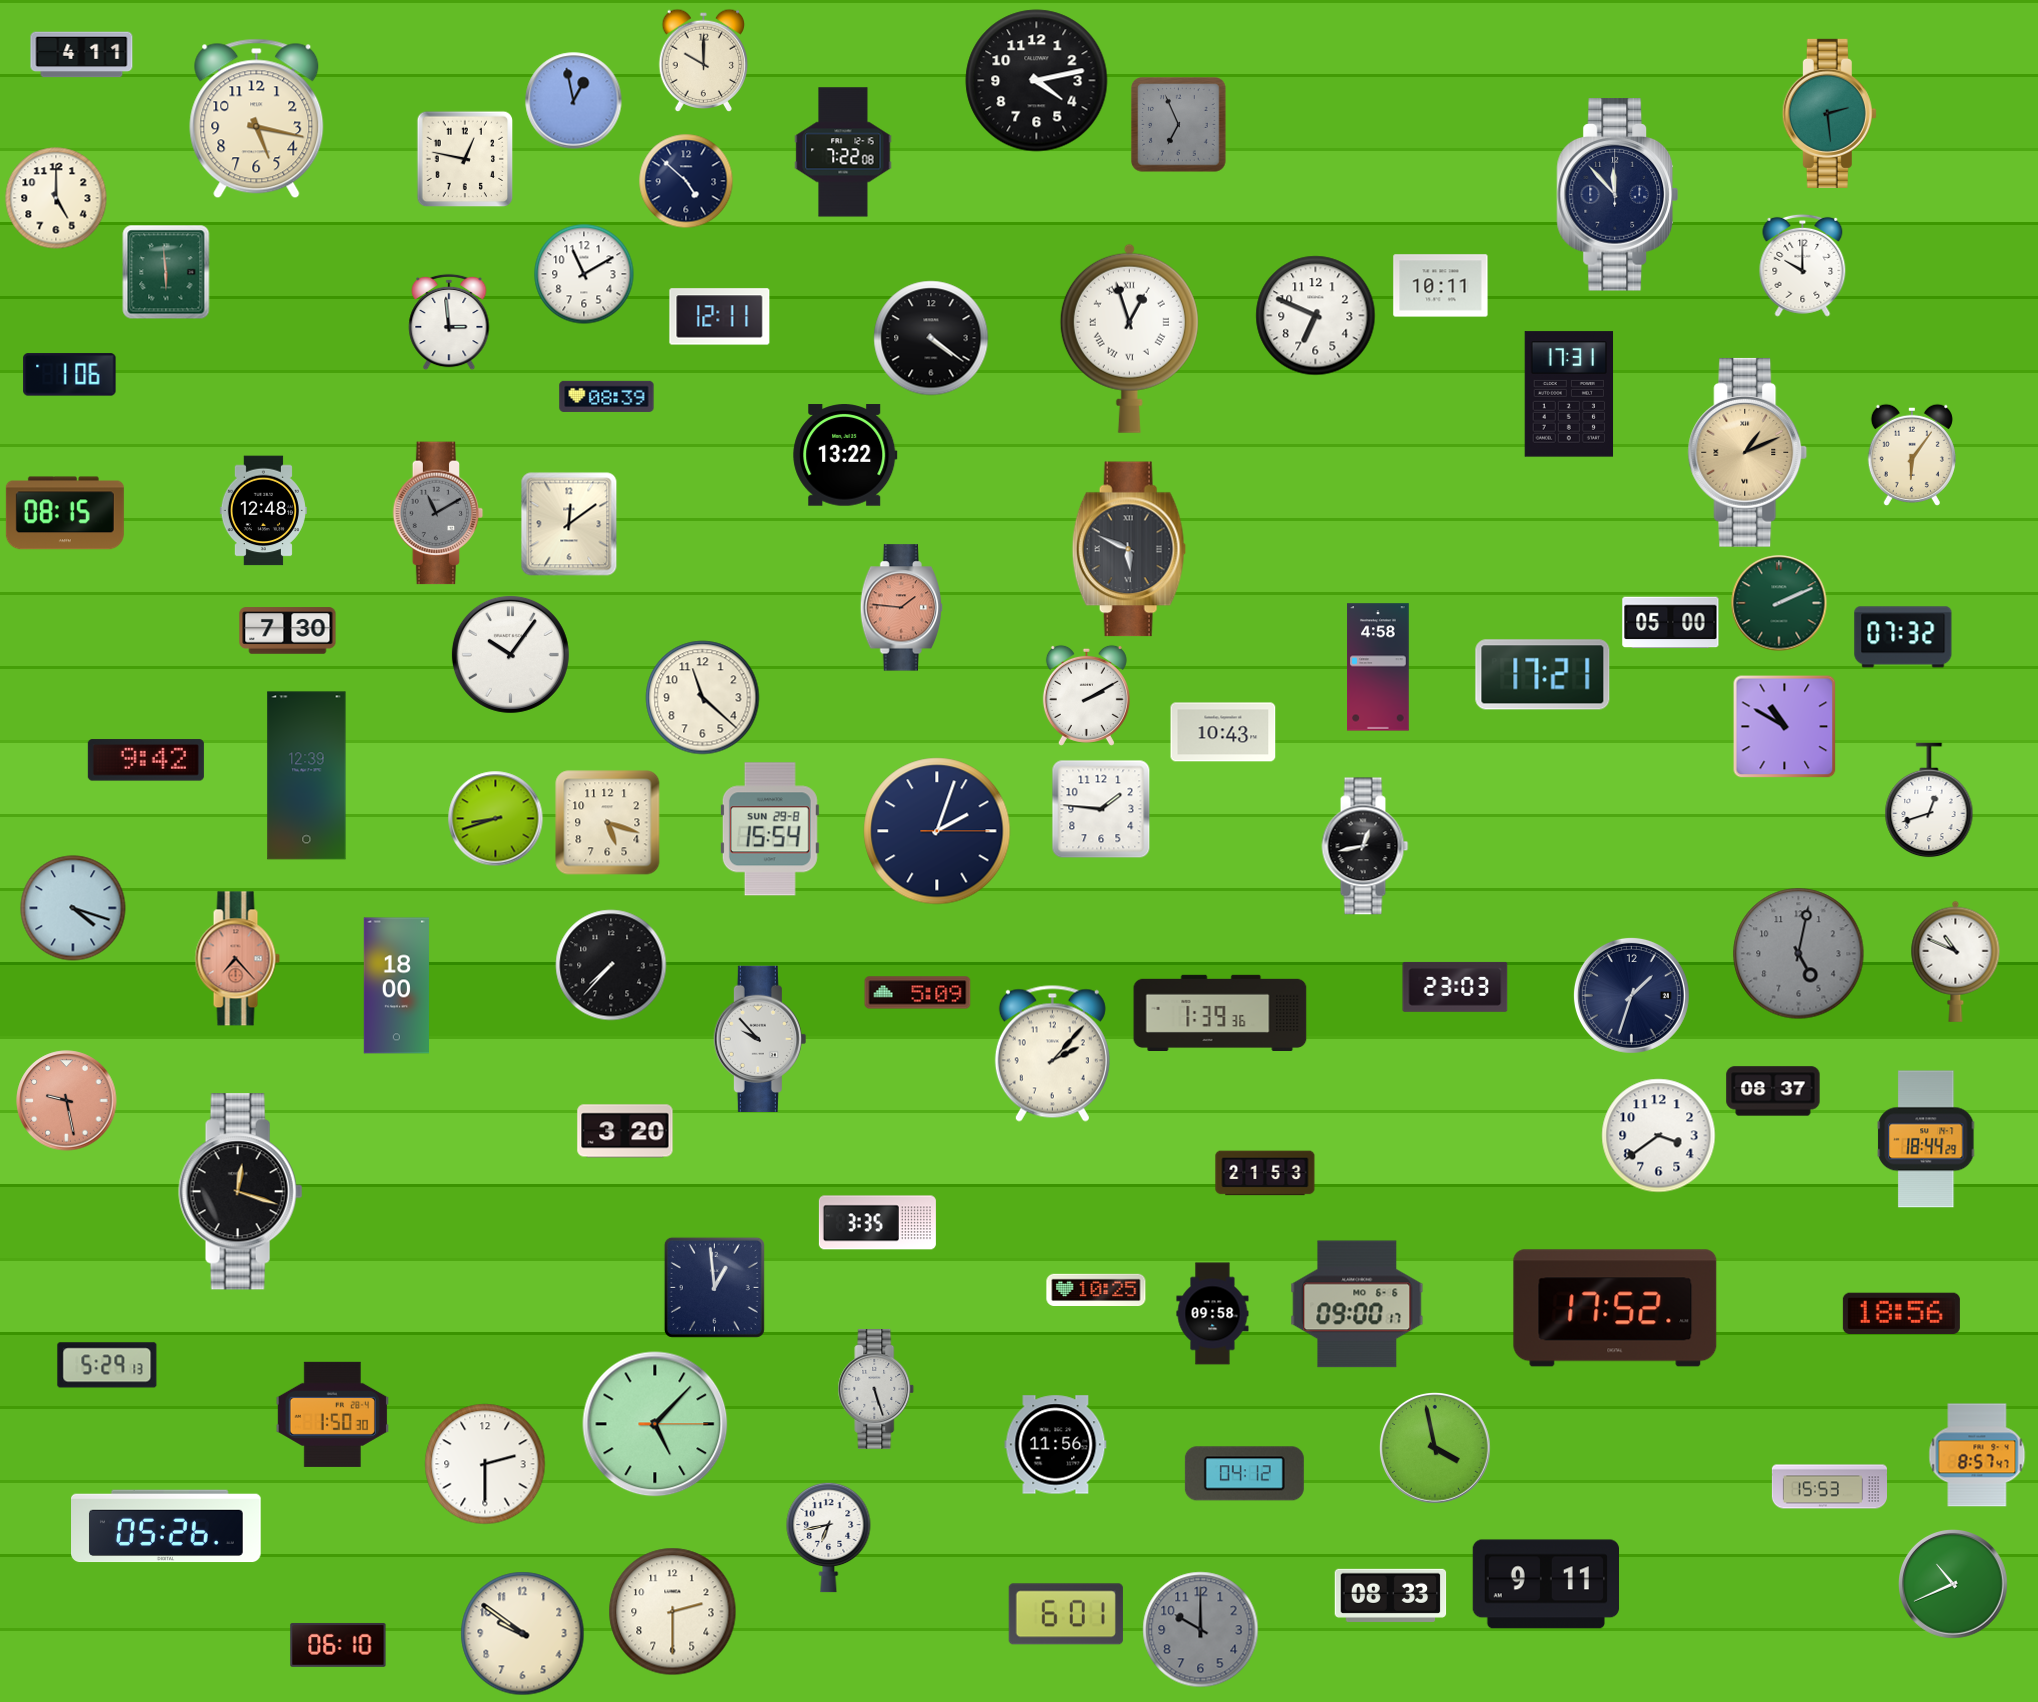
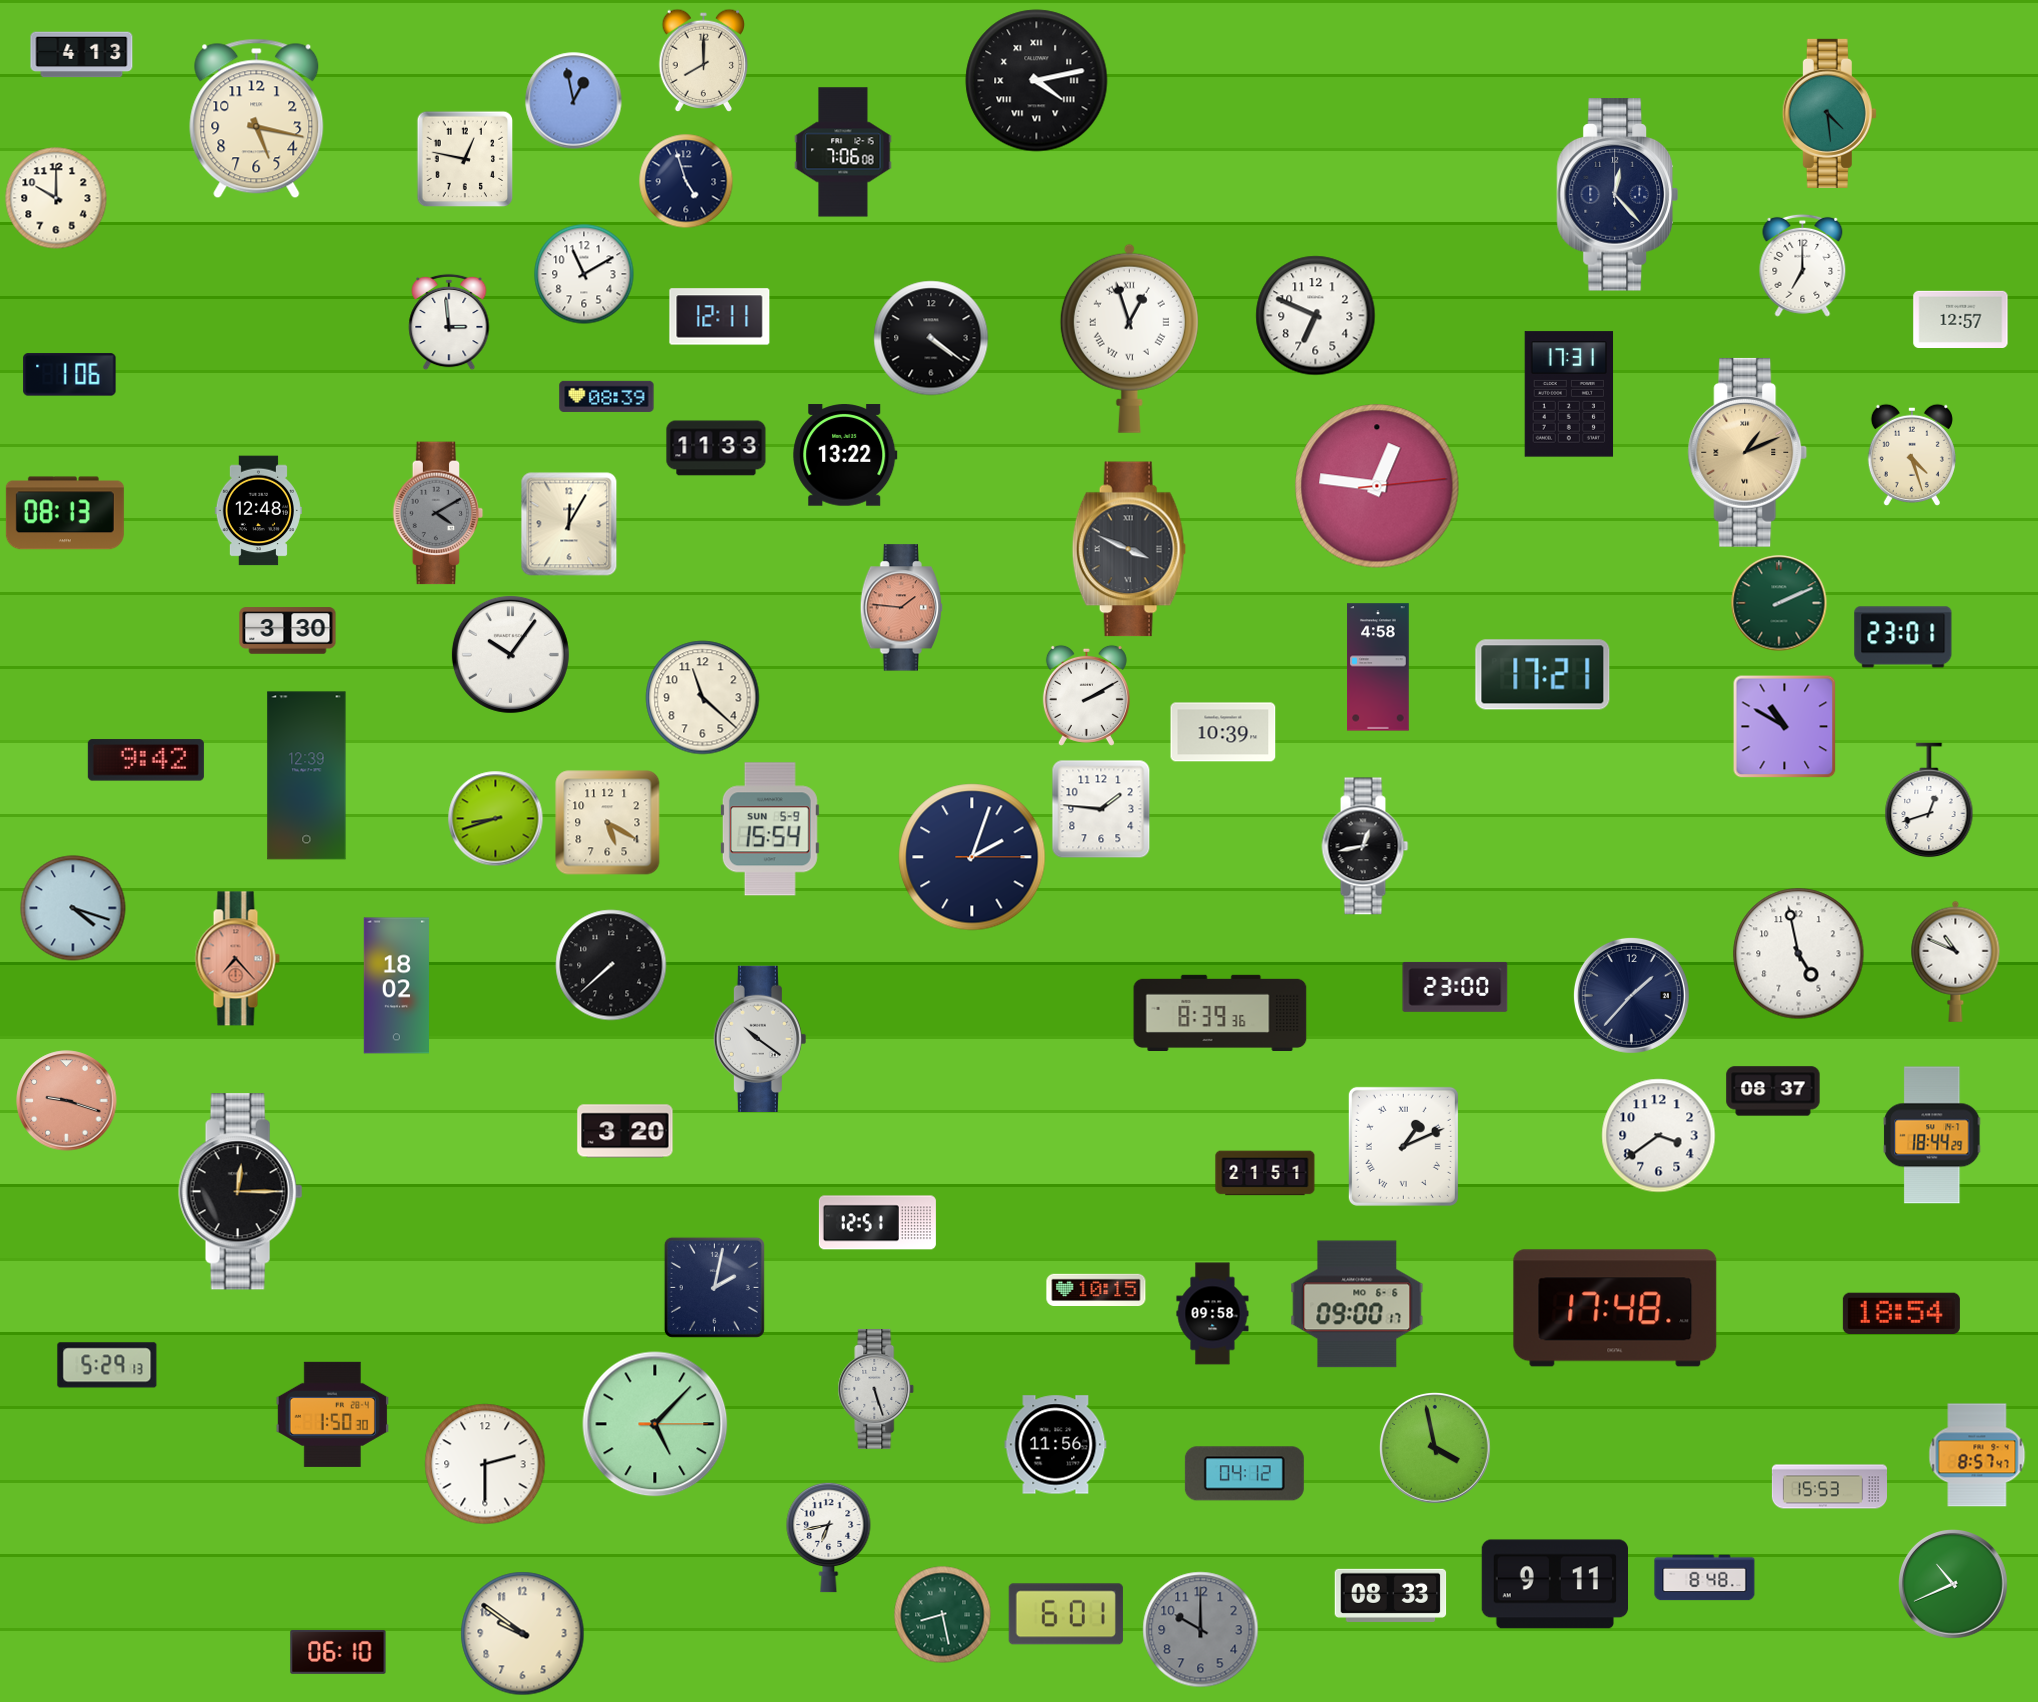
clock at (82, 55): 4:11 -> 4:13
clock at (704, 61): 10:00 -> 8:00
clock at (1037, 81) numerals: Arabic -> Roman
clock at (1829, 113): 2:29 -> 4:29
clock at (1179, 125): 6:56 -> none
clock at (843, 152): 7:22 -> 7:06
clock at (686, 181): 4:52 -> 4:57
clock at (1617, 195): 11:53 -> 12:23
clock at (56, 198): 5:00 -> 10:00
clock at (1803, 265): 10:00 -> 7:00
clock at (166, 272): 5:59 -> none
clock at (1441, 286): 10:11 -> none
clock at (1961, 319): none -> 12:57
clock at (716, 448): none -> 11:33
clock at (1912, 455): 6:06 -> 4:27
clock at (1377, 486): none -> 12:46
clock at (263, 511) position: (263, 511) -> (258, 511)
clock at (65, 513): 08:15 -> 08:13
clock at (438, 513): 11:10 -> 4:10
clock at (569, 524): 12:09 -> 12:05
clock at (1129, 549): 5:49 -> 3:49
clock at (1671, 623): 05:00 -> none
clock at (288, 631): 7:30 -> 3:30
clock at (1903, 637): 07:32 -> 23:01
clock at (1223, 732): 10:43 -> 10:39
clock at (608, 823): 5:18 -> 5:20
clock at (770, 829) date: SUN 29-8 -> SUN 5-9
clock at (937, 831) position: (937, 831) -> (972, 857)
clock at (1799, 954): 5:02 -> 4:58
clock at (1799, 954) dial: grey -> white
clock at (611, 965): 7:37 -> 7:38
clock at (396, 986): 18:00 -> 18:02
clock at (1455, 987): 23:03 -> 23:00
clock at (918, 993): 5:09 -> none
clock at (1631, 995): 1:33 -> 1:37
clock at (1220, 1012): 1:39 -> 8:39
clock at (760, 1038): 9:53 -> 10:21
clock at (1052, 1053): 2:07 -> none
clock at (67, 1101): 9:28 -> 9:18
clock at (1926, 1139) position: (1926, 1139) -> (1932, 1135)
clock at (1403, 1146): none -> 1:11
clock at (1265, 1173): 21:53 -> 21:51
clock at (241, 1192): 12:18 -> 12:15
clock at (877, 1223): 3:35 -> 12:51
clock at (714, 1287): 12:59 -> 2:02
clock at (1096, 1290): 10:25 -> 10:15
clock at (1615, 1308): 17:52 -> 17:48
clock at (1901, 1314): 18:56 -> 18:54
clock at (167, 1526): 05:26 -> none
clock at (1705, 1578): none -> 8:48
clock at (1545, 1584) position: (1545, 1584) -> (1554, 1584)
clock at (673, 1612): 2:30 -> none
clock at (943, 1615): none -> 8:28
clock at (338, 1645) position: (338, 1645) -> (338, 1652)
